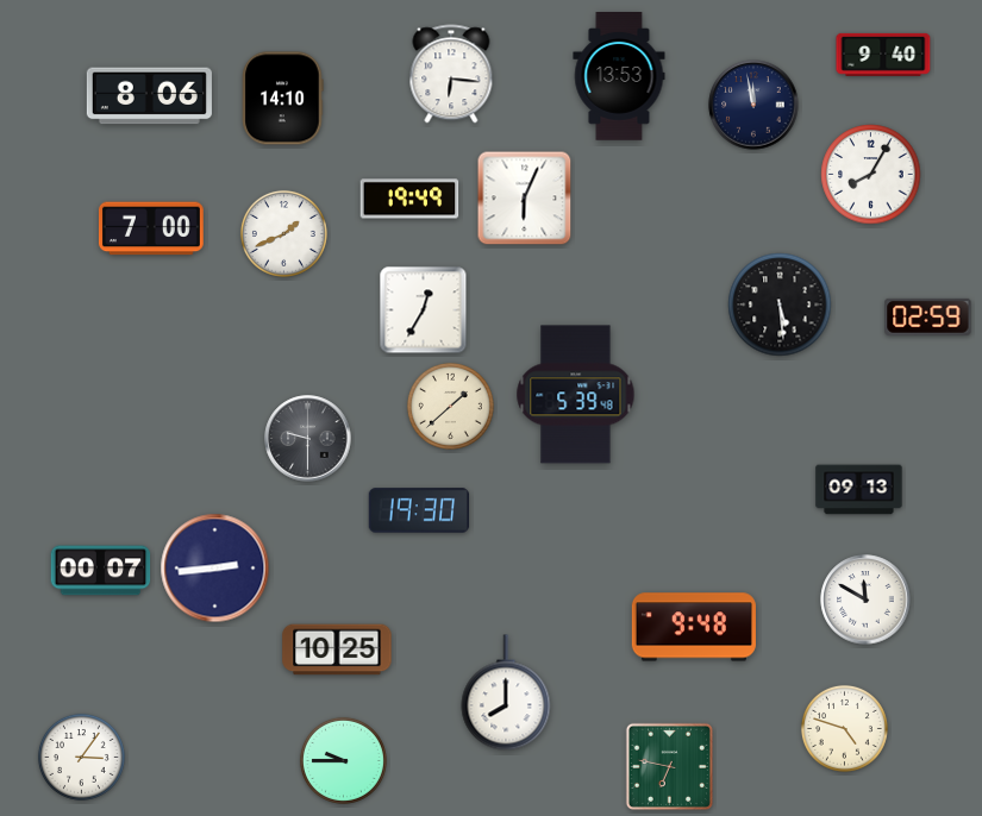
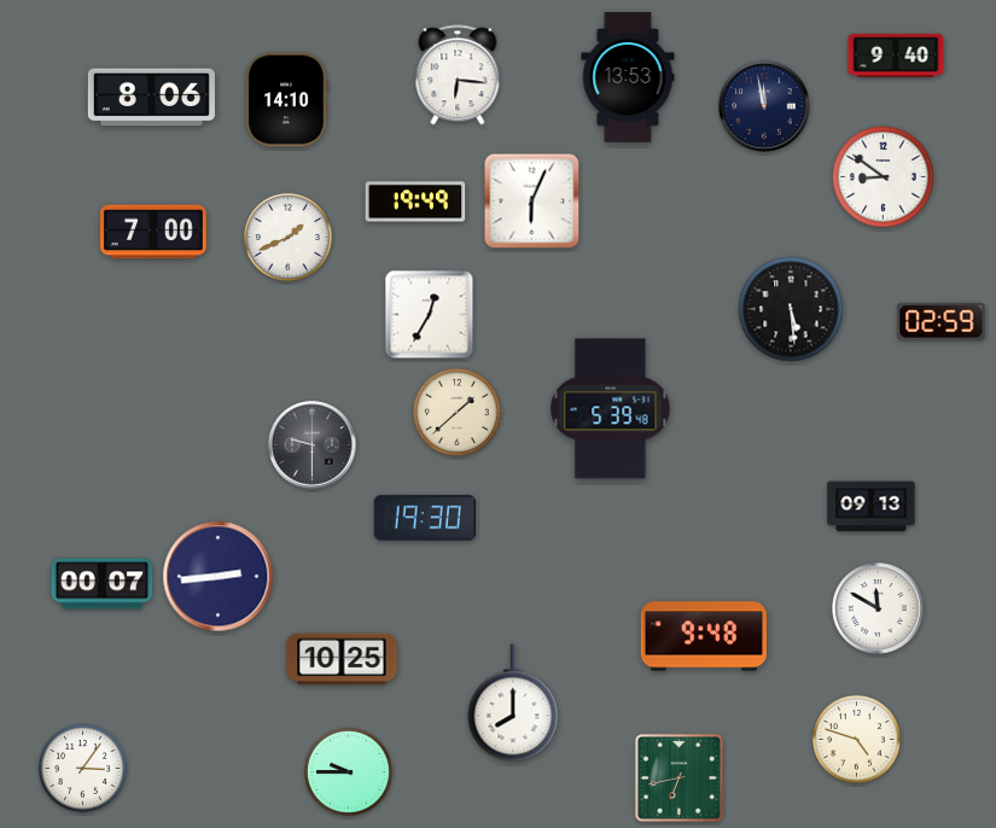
clock at (871, 175): 8:05 -> 8:51
clock at (576, 395) position: (576, 395) -> (611, 409)
clock at (859, 490) position: (859, 490) -> (872, 507)
clock at (101, 571) position: (101, 571) -> (103, 584)
clock at (669, 766): 6:47 -> 6:43
